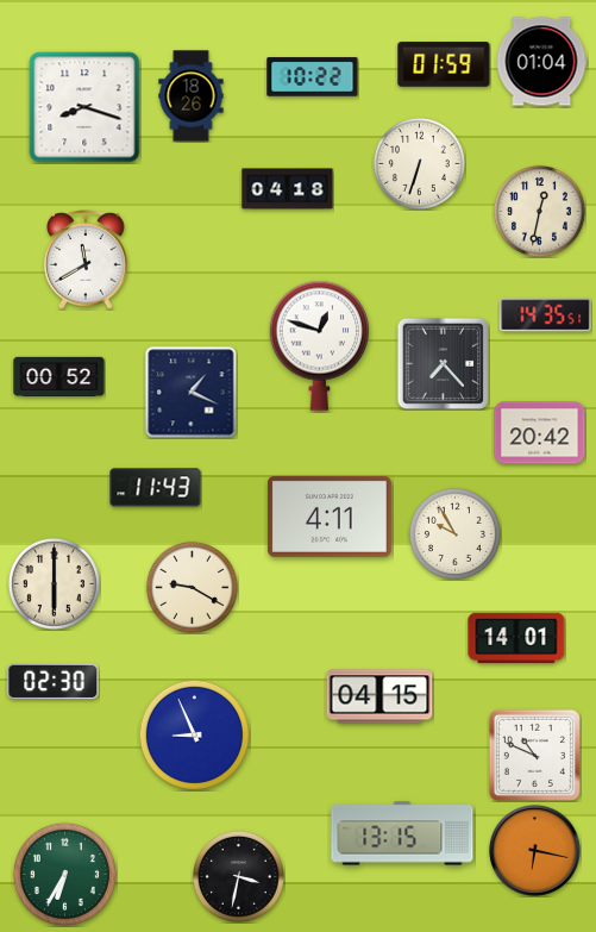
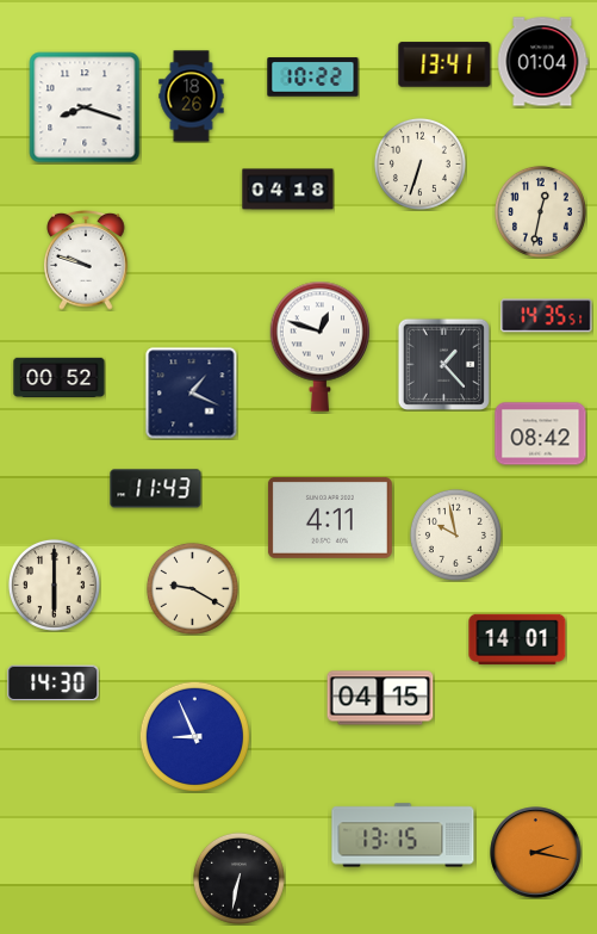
clock at (444, 64): 01:59 -> 13:41
clock at (86, 261): 11:40 -> 9:48
clock at (443, 363): 7:23 -> 1:23
clock at (540, 433): 20:42 -> 08:42
clock at (454, 533): 9:55 -> 9:58
clock at (54, 682): 02:30 -> 14:30
clock at (534, 755): 10:49 -> none
clock at (535, 851): 6:17 -> 2:17
clock at (64, 874): 6:35 -> none
clock at (238, 876): 3:32 -> 6:32
